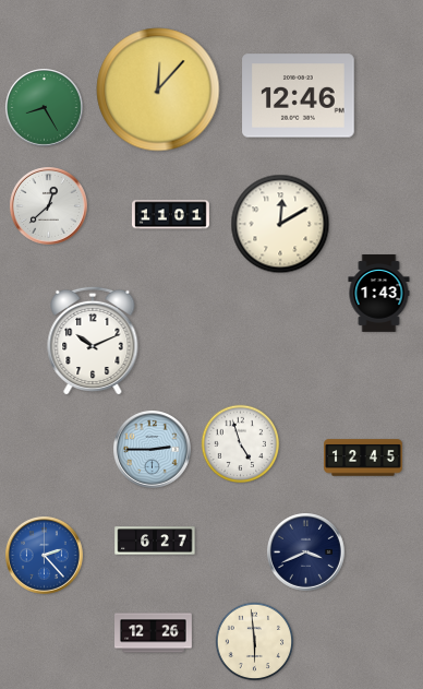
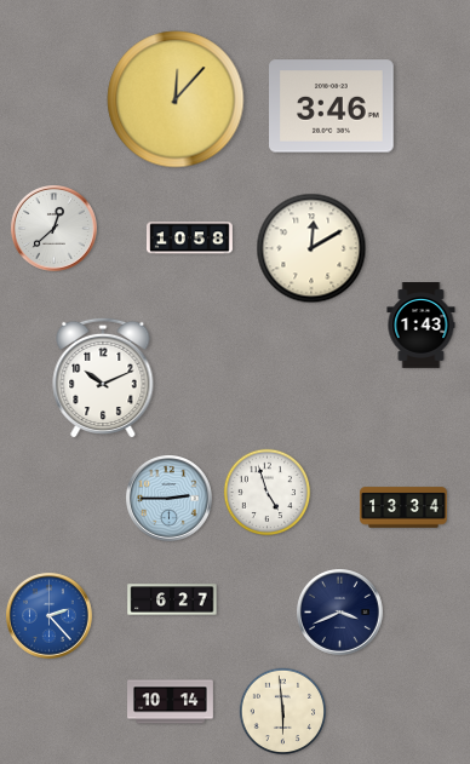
clock at (299, 96): 12:46 -> 3:46
clock at (45, 108): 8:25 -> none
clock at (171, 215): 11:01 -> 10:58
clock at (363, 458): 12:45 -> 13:34
clock at (154, 633): 12:26 -> 10:14
